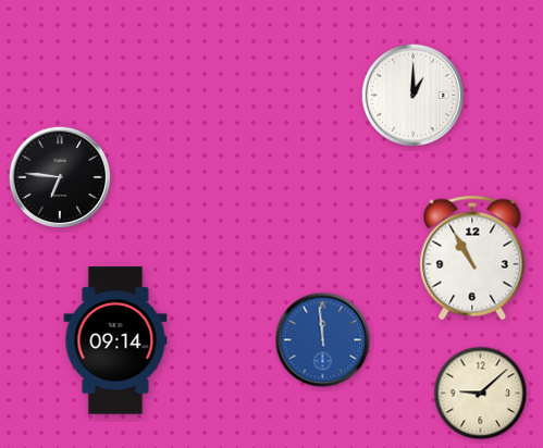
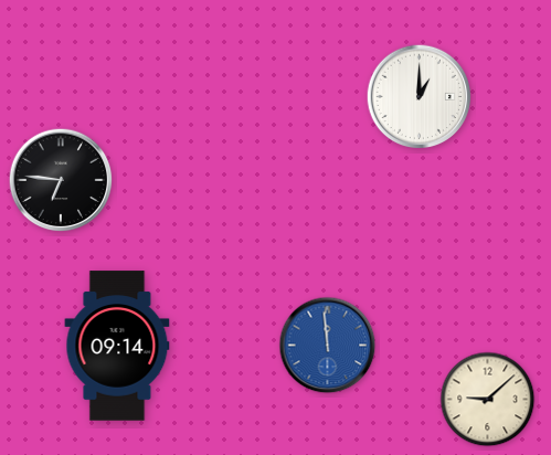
clock at (472, 258): 10:55 -> none
